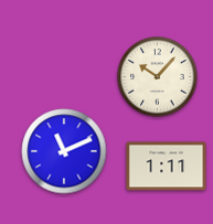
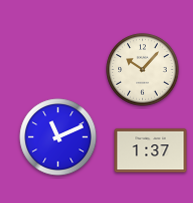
clock at (167, 167): 1:11 -> 1:37
